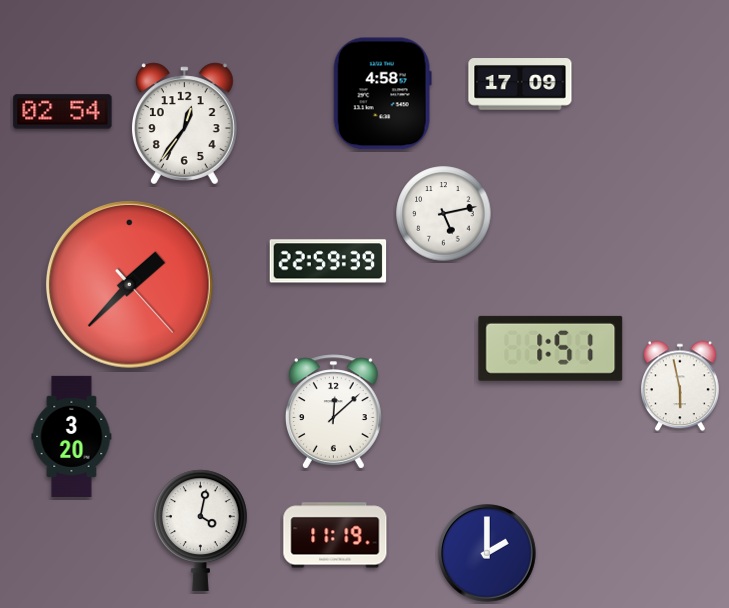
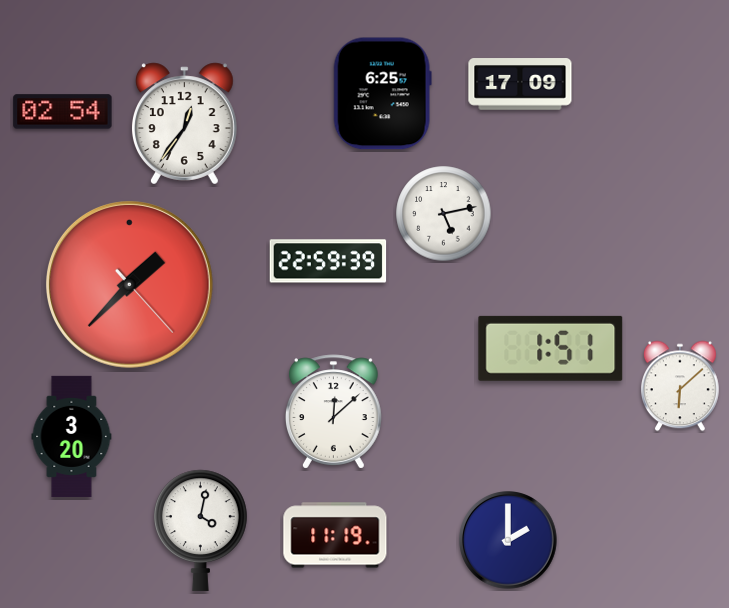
clock at (382, 94): 4:58 -> 6:25
clock at (680, 386): 5:58 -> 6:08
clock at (488, 554) position: (488, 554) -> (509, 541)
